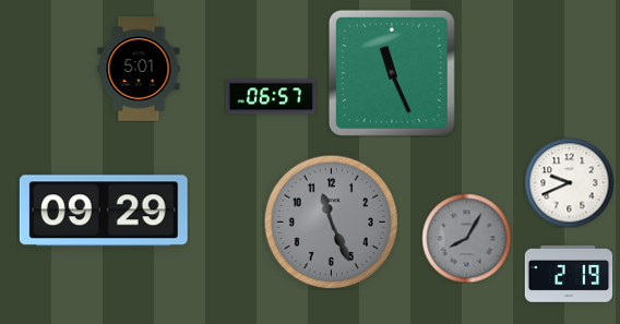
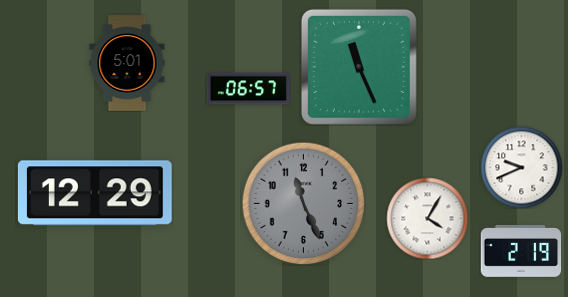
clock at (104, 211): 09:29 -> 12:29
clock at (466, 238): 8:05 -> 4:05
clock at (466, 238) dial: grey -> white
